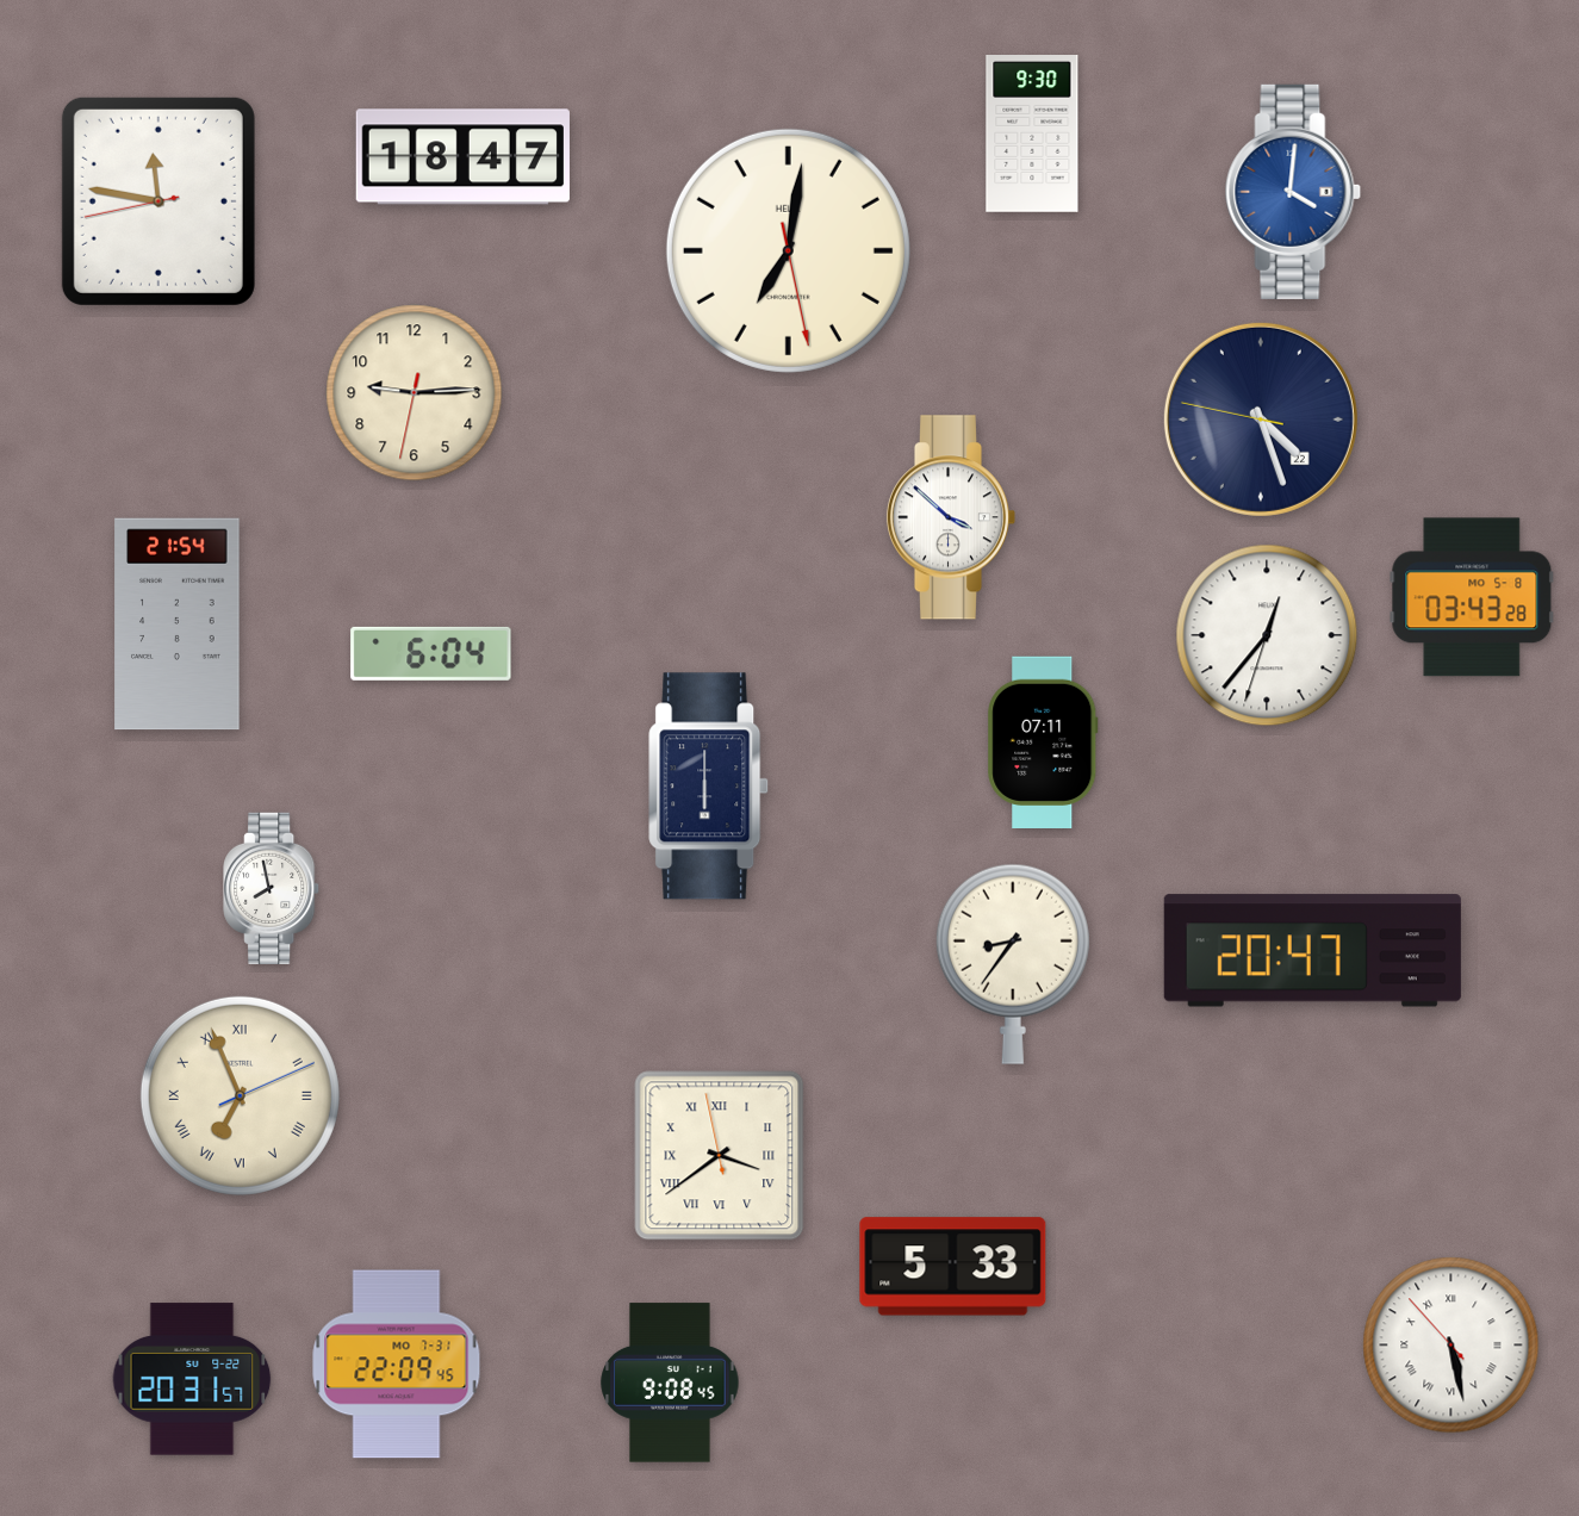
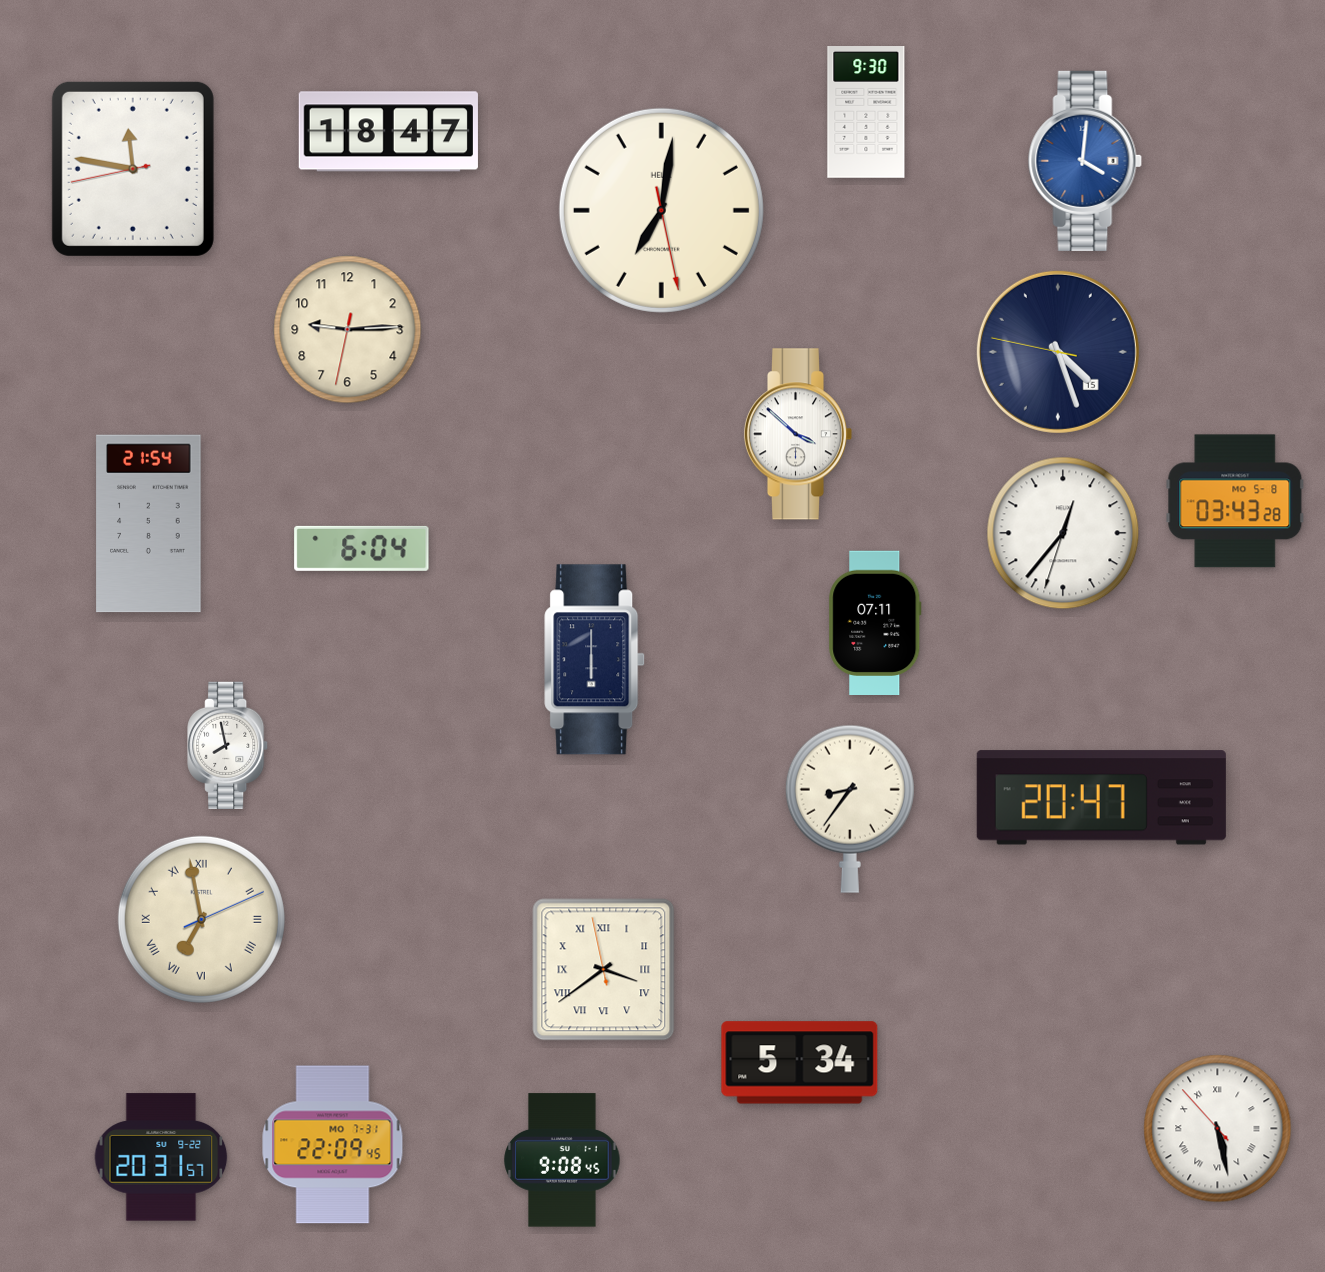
clock at (1261, 420) date: 22 -> 15
clock at (240, 1095): 6:56 -> 6:58
clock at (953, 1267): 5:33 -> 5:34
